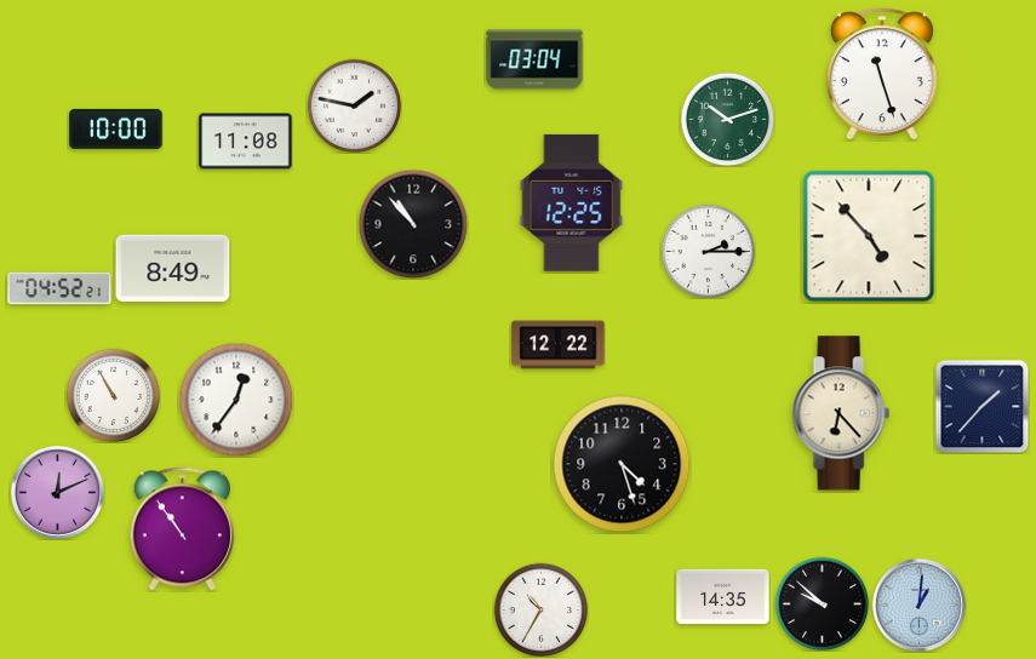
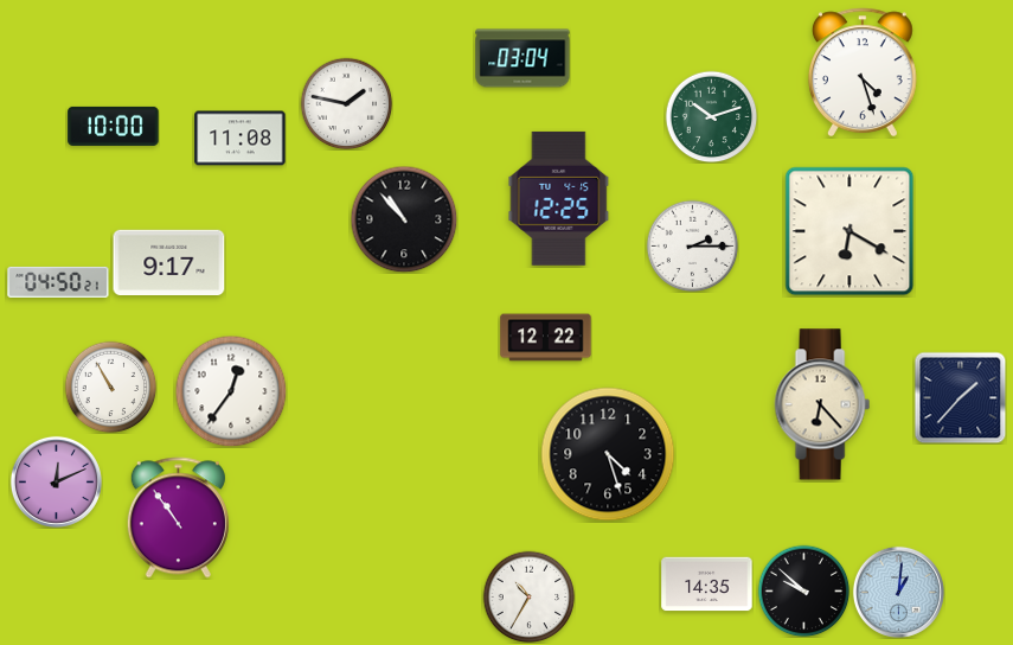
clock at (882, 74): 11:27 -> 4:27
clock at (869, 236): 4:53 -> 6:20
clock at (173, 269): 8:49 -> 9:17
clock at (59, 288): 04:52 -> 04:50
